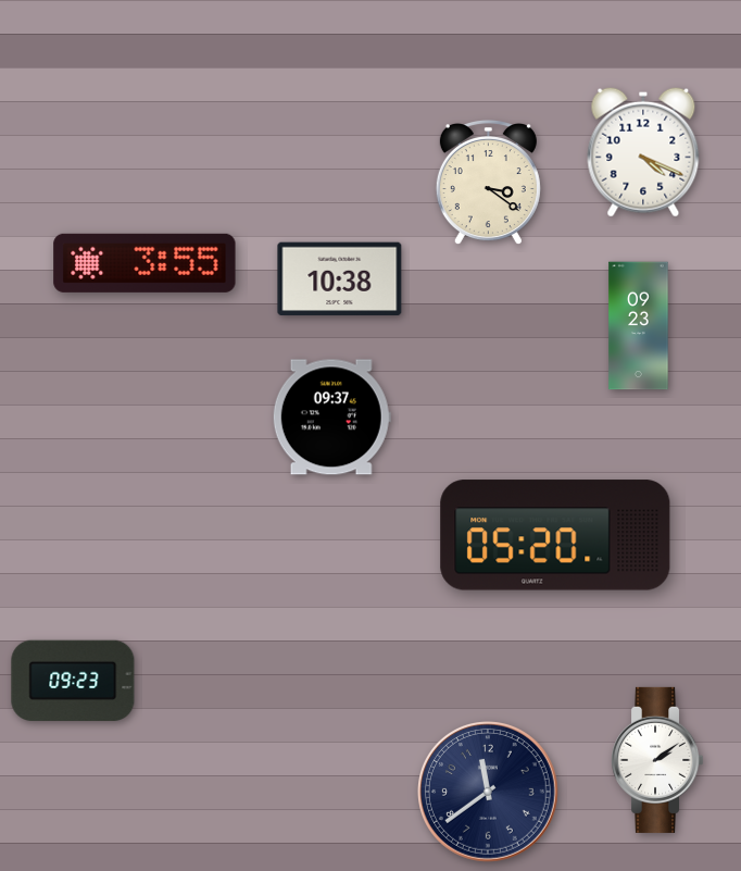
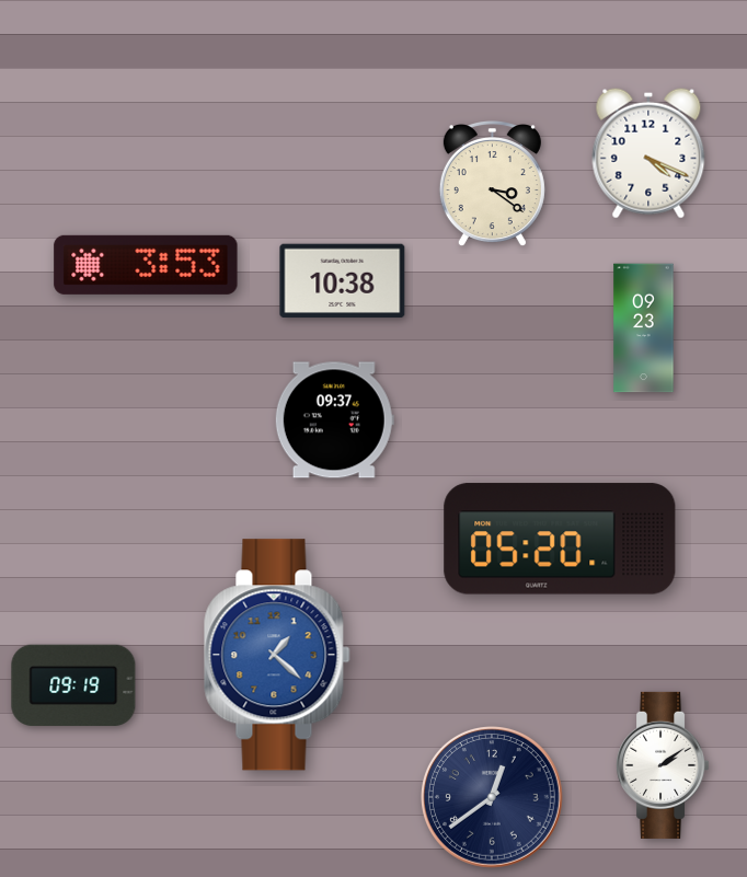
clock at (145, 263): 3:55 -> 3:53
clock at (277, 655): none -> 1:22
clock at (73, 681): 09:23 -> 09:19
clock at (489, 793): 11:39 -> 12:39
